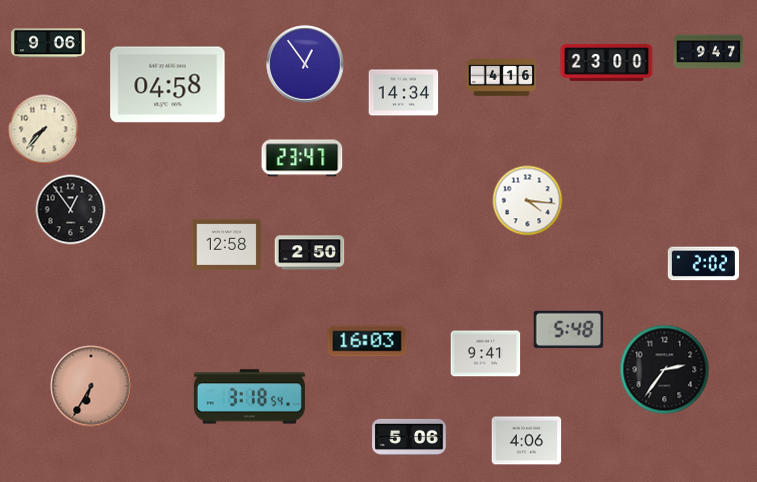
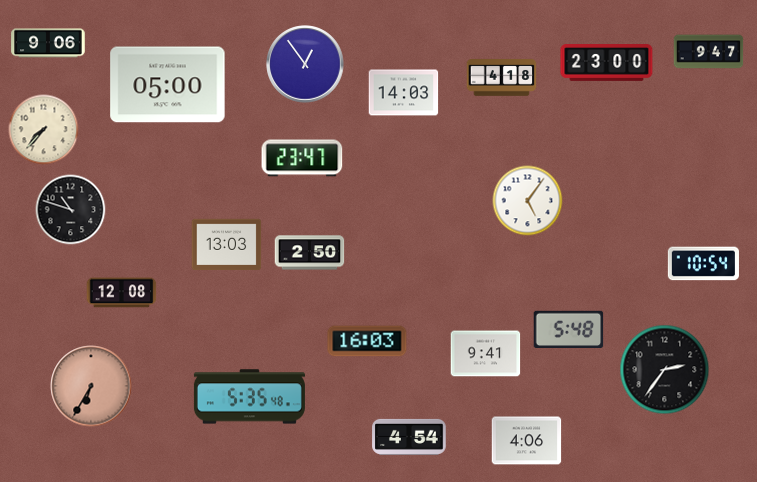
clock at (502, 78): 4:16 -> 4:18
clock at (168, 85): 04:58 -> 05:00
clock at (404, 93): 14:34 -> 14:03
clock at (528, 201): 4:16 -> 5:06
clock at (71, 210): 12:54 -> 10:48
clock at (227, 245): 12:58 -> 13:03
clock at (703, 264): 2:02 -> 10:54
clock at (122, 293): none -> 12:08
clock at (249, 397): 3:18 -> 5:35
clock at (409, 437): 5:06 -> 4:54
